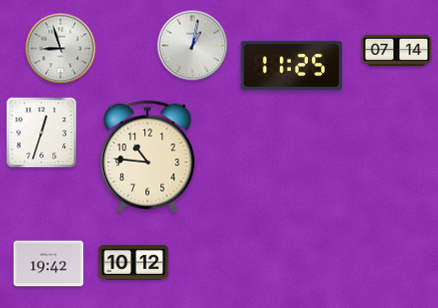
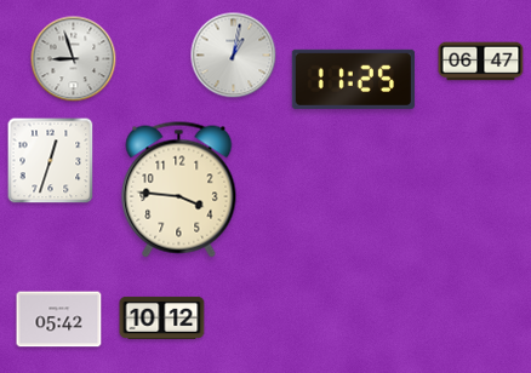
clock at (397, 51): 07:14 -> 06:47
clock at (148, 157): 10:46 -> 3:46
clock at (49, 264): 19:42 -> 05:42
